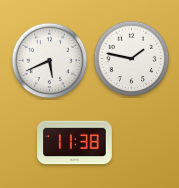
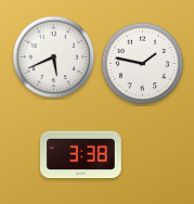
clock at (50, 61) position: (50, 61) -> (54, 58)
clock at (75, 143): 11:38 -> 3:38
